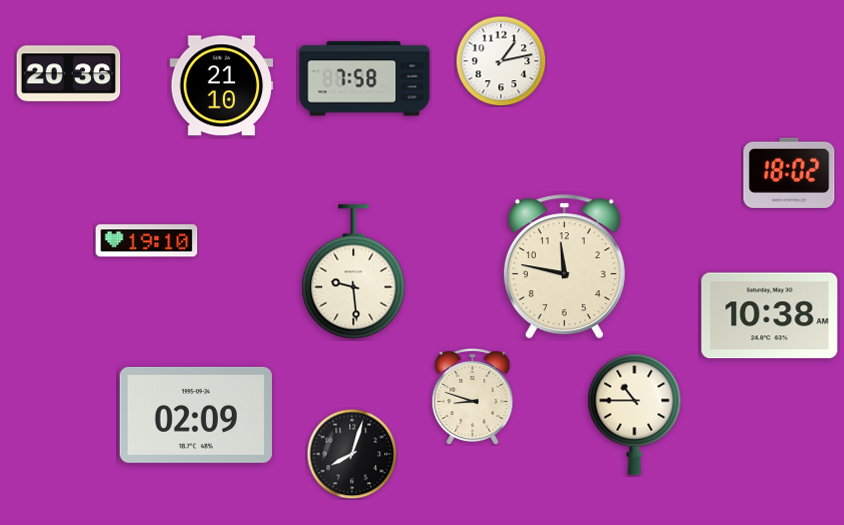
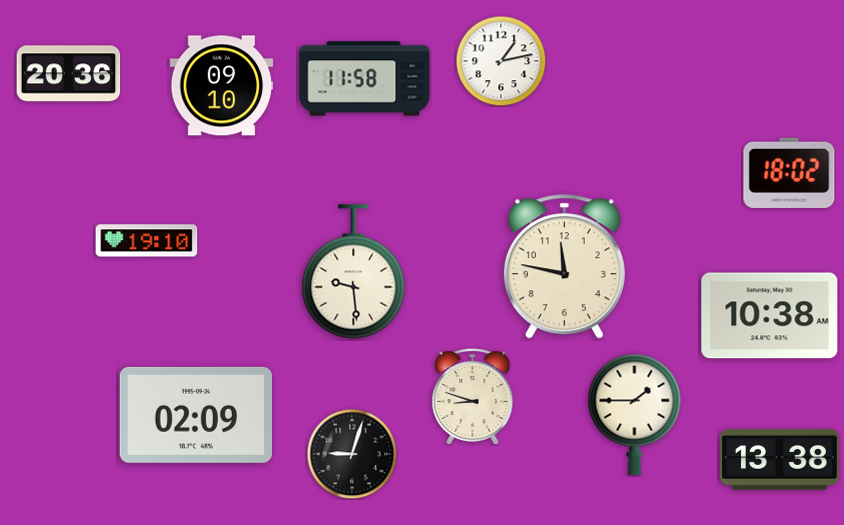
clock at (365, 79): 7:58 -> 11:58
clock at (222, 86): 21:10 -> 09:10
clock at (635, 414): 10:45 -> 1:45
clock at (352, 454): 8:03 -> 9:03
clock at (780, 460): none -> 13:38
